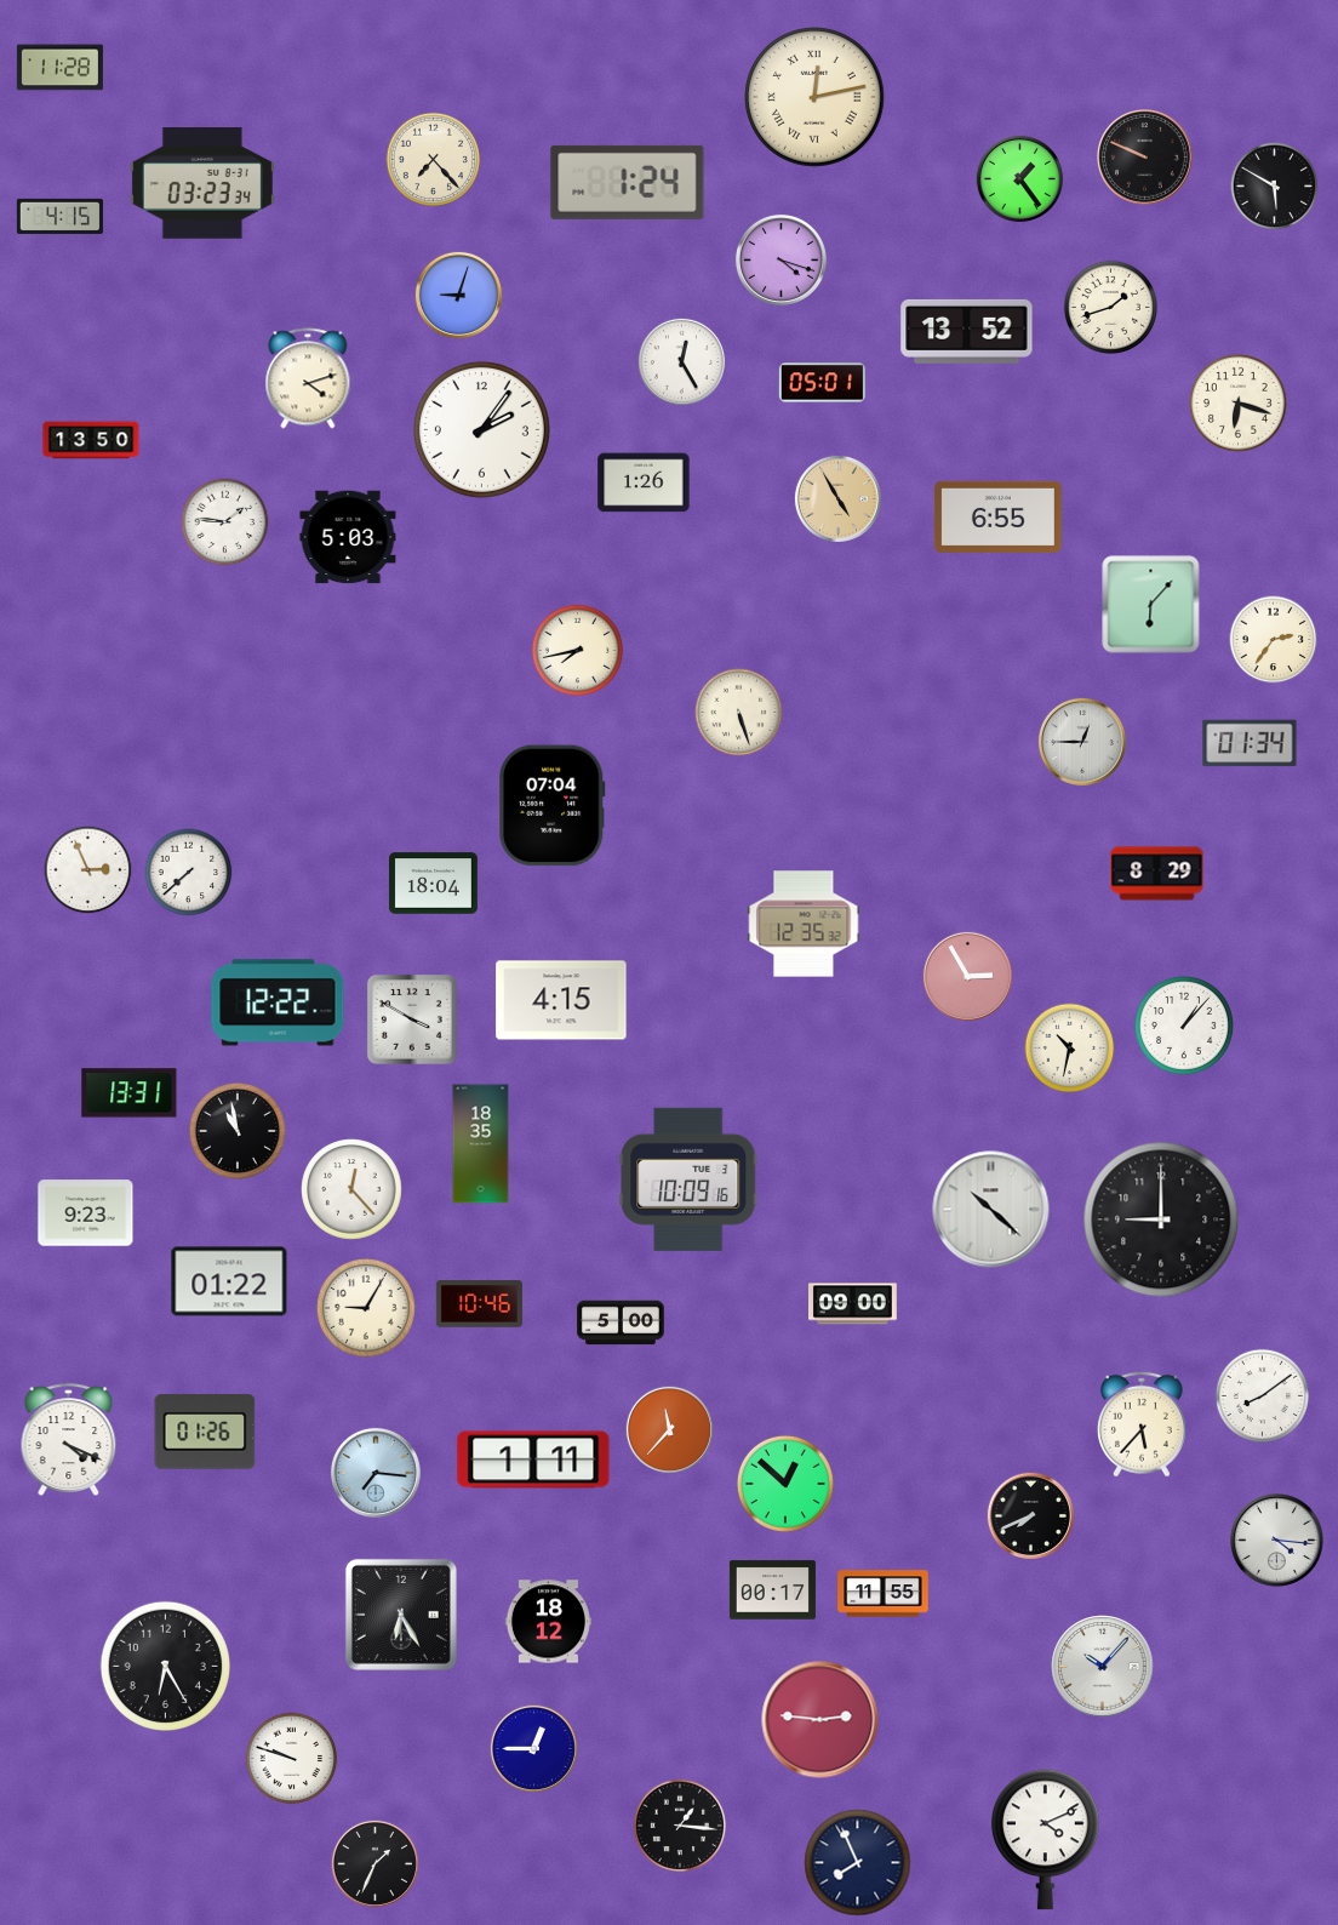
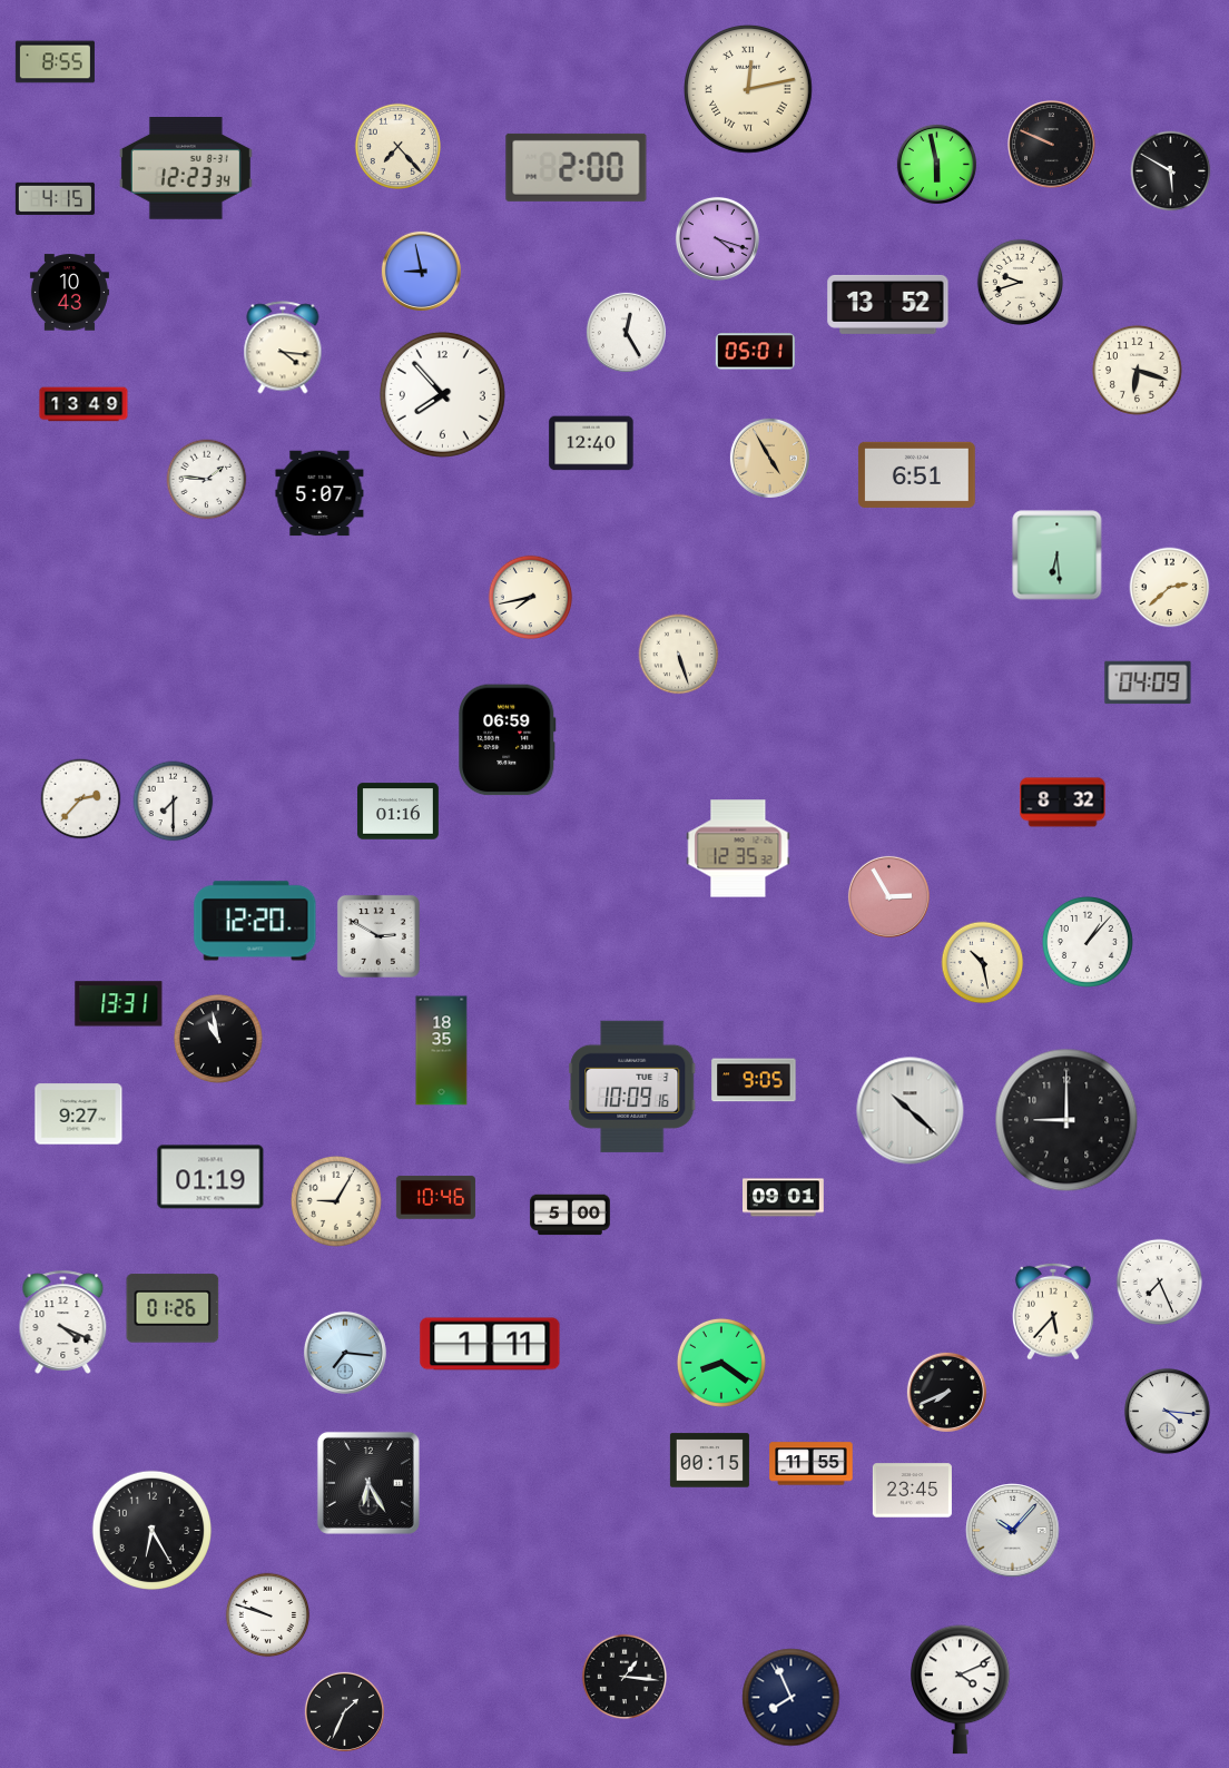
clock at (59, 68): 11:28 -> 8:55
clock at (1019, 178): 1:24 -> 5:58
clock at (628, 182): 1:24 -> 2:00
clock at (202, 184): 03:23 -> 12:23
clock at (458, 295): 9:03 -> 8:58
clock at (1110, 307): 1:42 -> 9:42
clock at (69, 293): none -> 10:43
clock at (308, 378): 4:12 -> 4:16
clock at (481, 429): 2:06 -> 7:53
clock at (91, 440): 13:50 -> 13:49
clock at (644, 482): 1:26 -> 12:40
clock at (997, 516): 6:55 -> 6:51
clock at (348, 537): 5:03 -> 5:07
clock at (1151, 605): 6:07 -> 6:29
clock at (1274, 640): 2:36 -> 2:38
clock at (1082, 742): 12:45 -> none
clock at (1250, 743): 01:34 -> 04:09
clock at (553, 806): 07:04 -> 06:59
clock at (88, 870): 2:56 -> 2:37
clock at (189, 873): 7:38 -> 7:30
clock at (1157, 874): 8:29 -> 8:32
clock at (434, 884): 18:04 -> 01:16
clock at (561, 1000): 4:15 -> none
clock at (278, 1003): 12:22 -> 12:20
clock at (412, 1019): 3:50 -> 2:50
clock at (1070, 1049): 10:32 -> 10:28
clock at (754, 1080): none -> 9:05
clock at (688, 1179) position: (688, 1179) -> (632, 1087)
clock at (351, 1189): 12:23 -> none
clock at (86, 1213): 9:23 -> 9:27
clock at (229, 1281): 01:22 -> 01:19
clock at (479, 1304) position: (479, 1304) -> (435, 1198)
clock at (853, 1304): 09:00 -> 09:01
clock at (1262, 1395): 8:09 -> 7:26
clock at (1142, 1424) position: (1142, 1424) -> (1053, 1312)
clock at (669, 1429): 11:37 -> none
clock at (205, 1432) position: (205, 1432) -> (173, 1308)
clock at (533, 1460) position: (533, 1460) -> (490, 1344)
clock at (785, 1484): 12:52 -> 8:21
clock at (1276, 1540) position: (1276, 1540) -> (1167, 1411)
clock at (772, 1590): 00:17 -> 00:15
clock at (548, 1622): 18:12 -> none
clock at (912, 1491): none -> 23:45
clock at (820, 1720): 2:46 -> none
clock at (533, 1748): 12:45 -> none
clock at (858, 1863) position: (858, 1863) -> (792, 1698)
